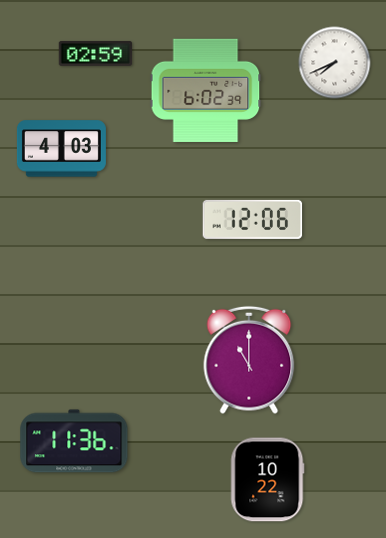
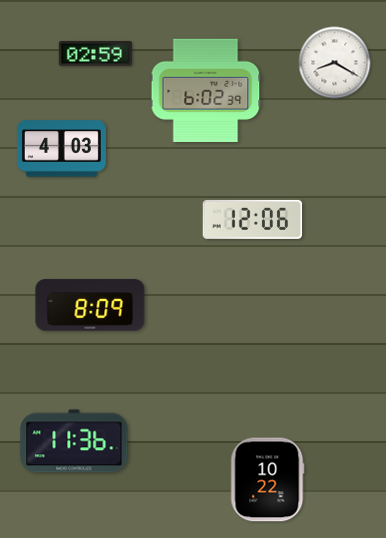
clock at (335, 63): 7:41 -> 8:20
clock at (90, 305): none -> 8:09
clock at (249, 360): 11:00 -> none
